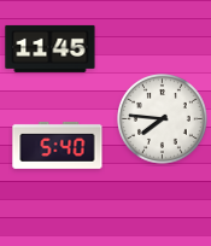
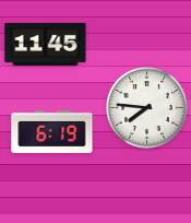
clock at (58, 145): 5:40 -> 6:19
